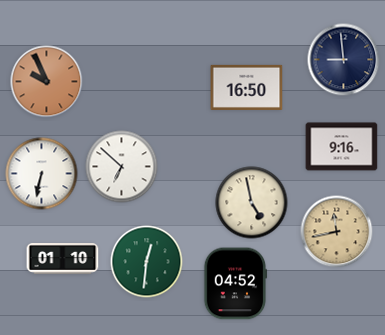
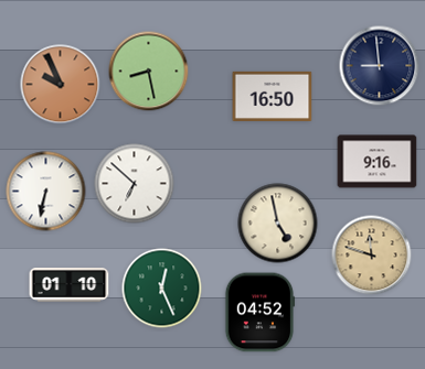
clock at (149, 72): none -> 8:28
clock at (47, 82) position: (47, 82) -> (61, 85)
clock at (337, 232): 11:43 -> 11:48
clock at (147, 262): 12:31 -> 12:26
